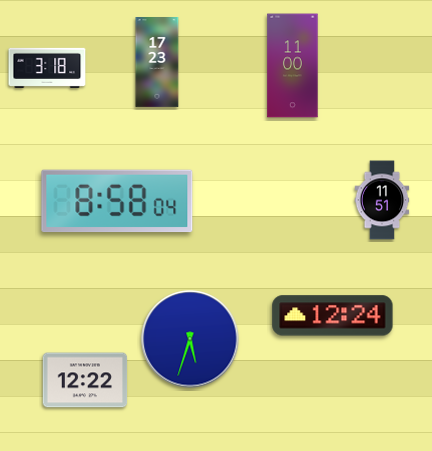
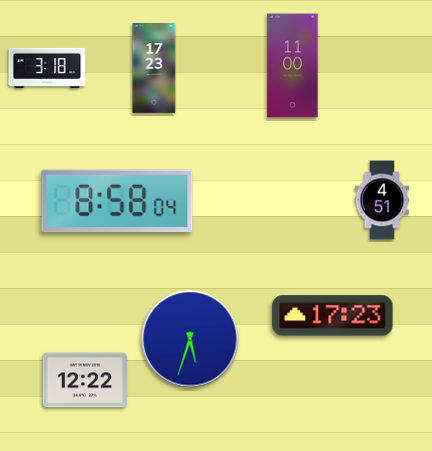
clock at (157, 63) position: (157, 63) -> (154, 69)
clock at (382, 200): 11:51 -> 4:51
clock at (333, 316): 12:24 -> 17:23
